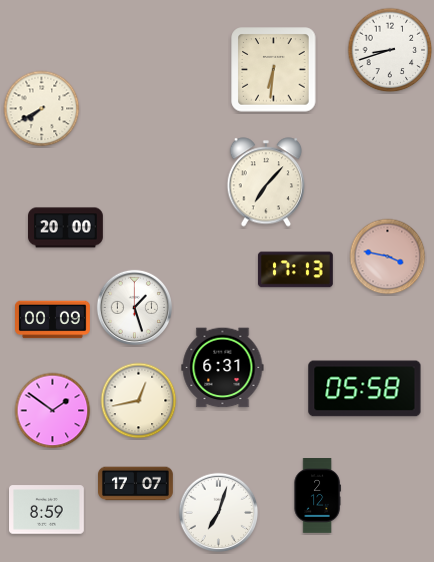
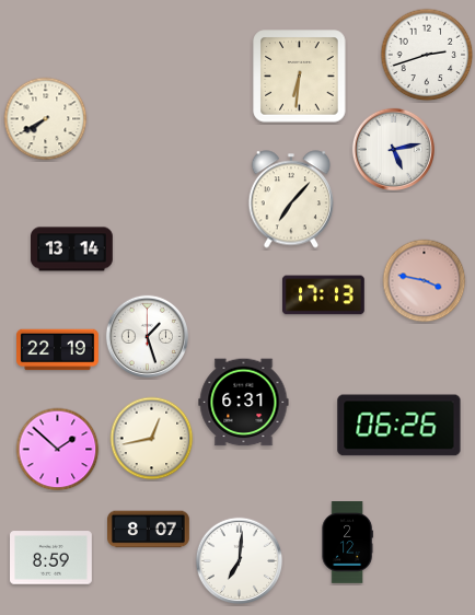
clock at (390, 50): 8:42 -> 2:42
clock at (393, 149): none -> 5:13
clock at (66, 228): 20:00 -> 13:14
clock at (53, 320): 00:09 -> 22:19
clock at (365, 389): 05:58 -> 06:26
clock at (53, 411): 1:51 -> 1:52
clock at (136, 484): 17:07 -> 8:07
clock at (219, 513): 7:03 -> 7:01
